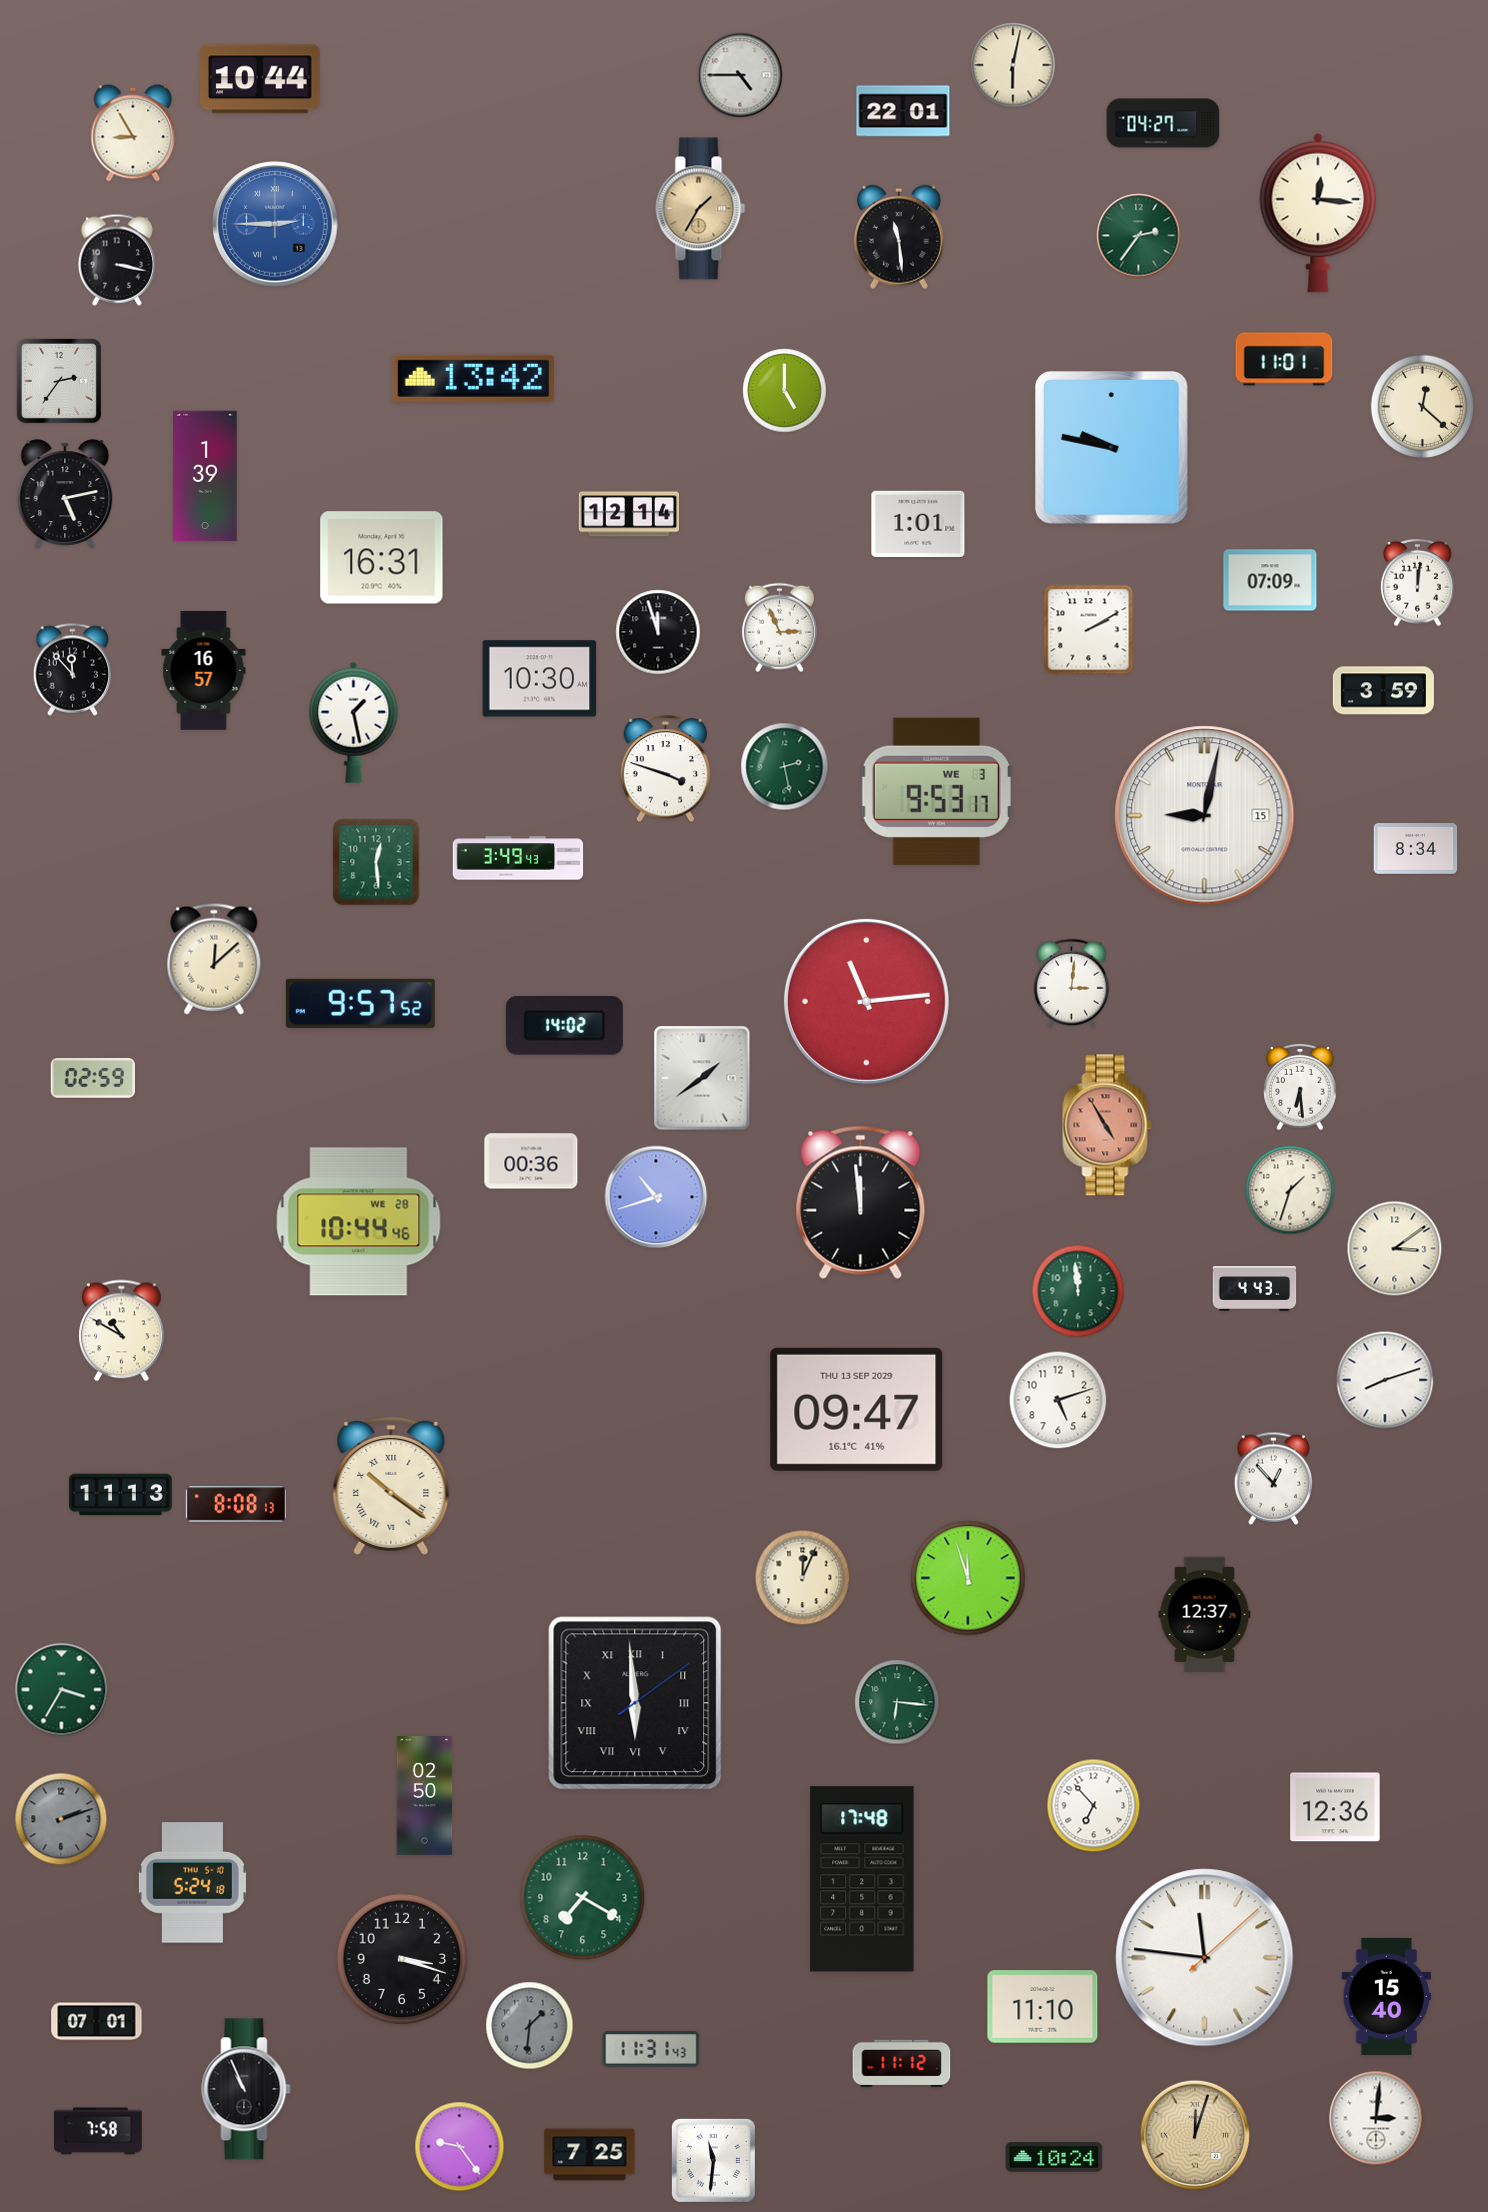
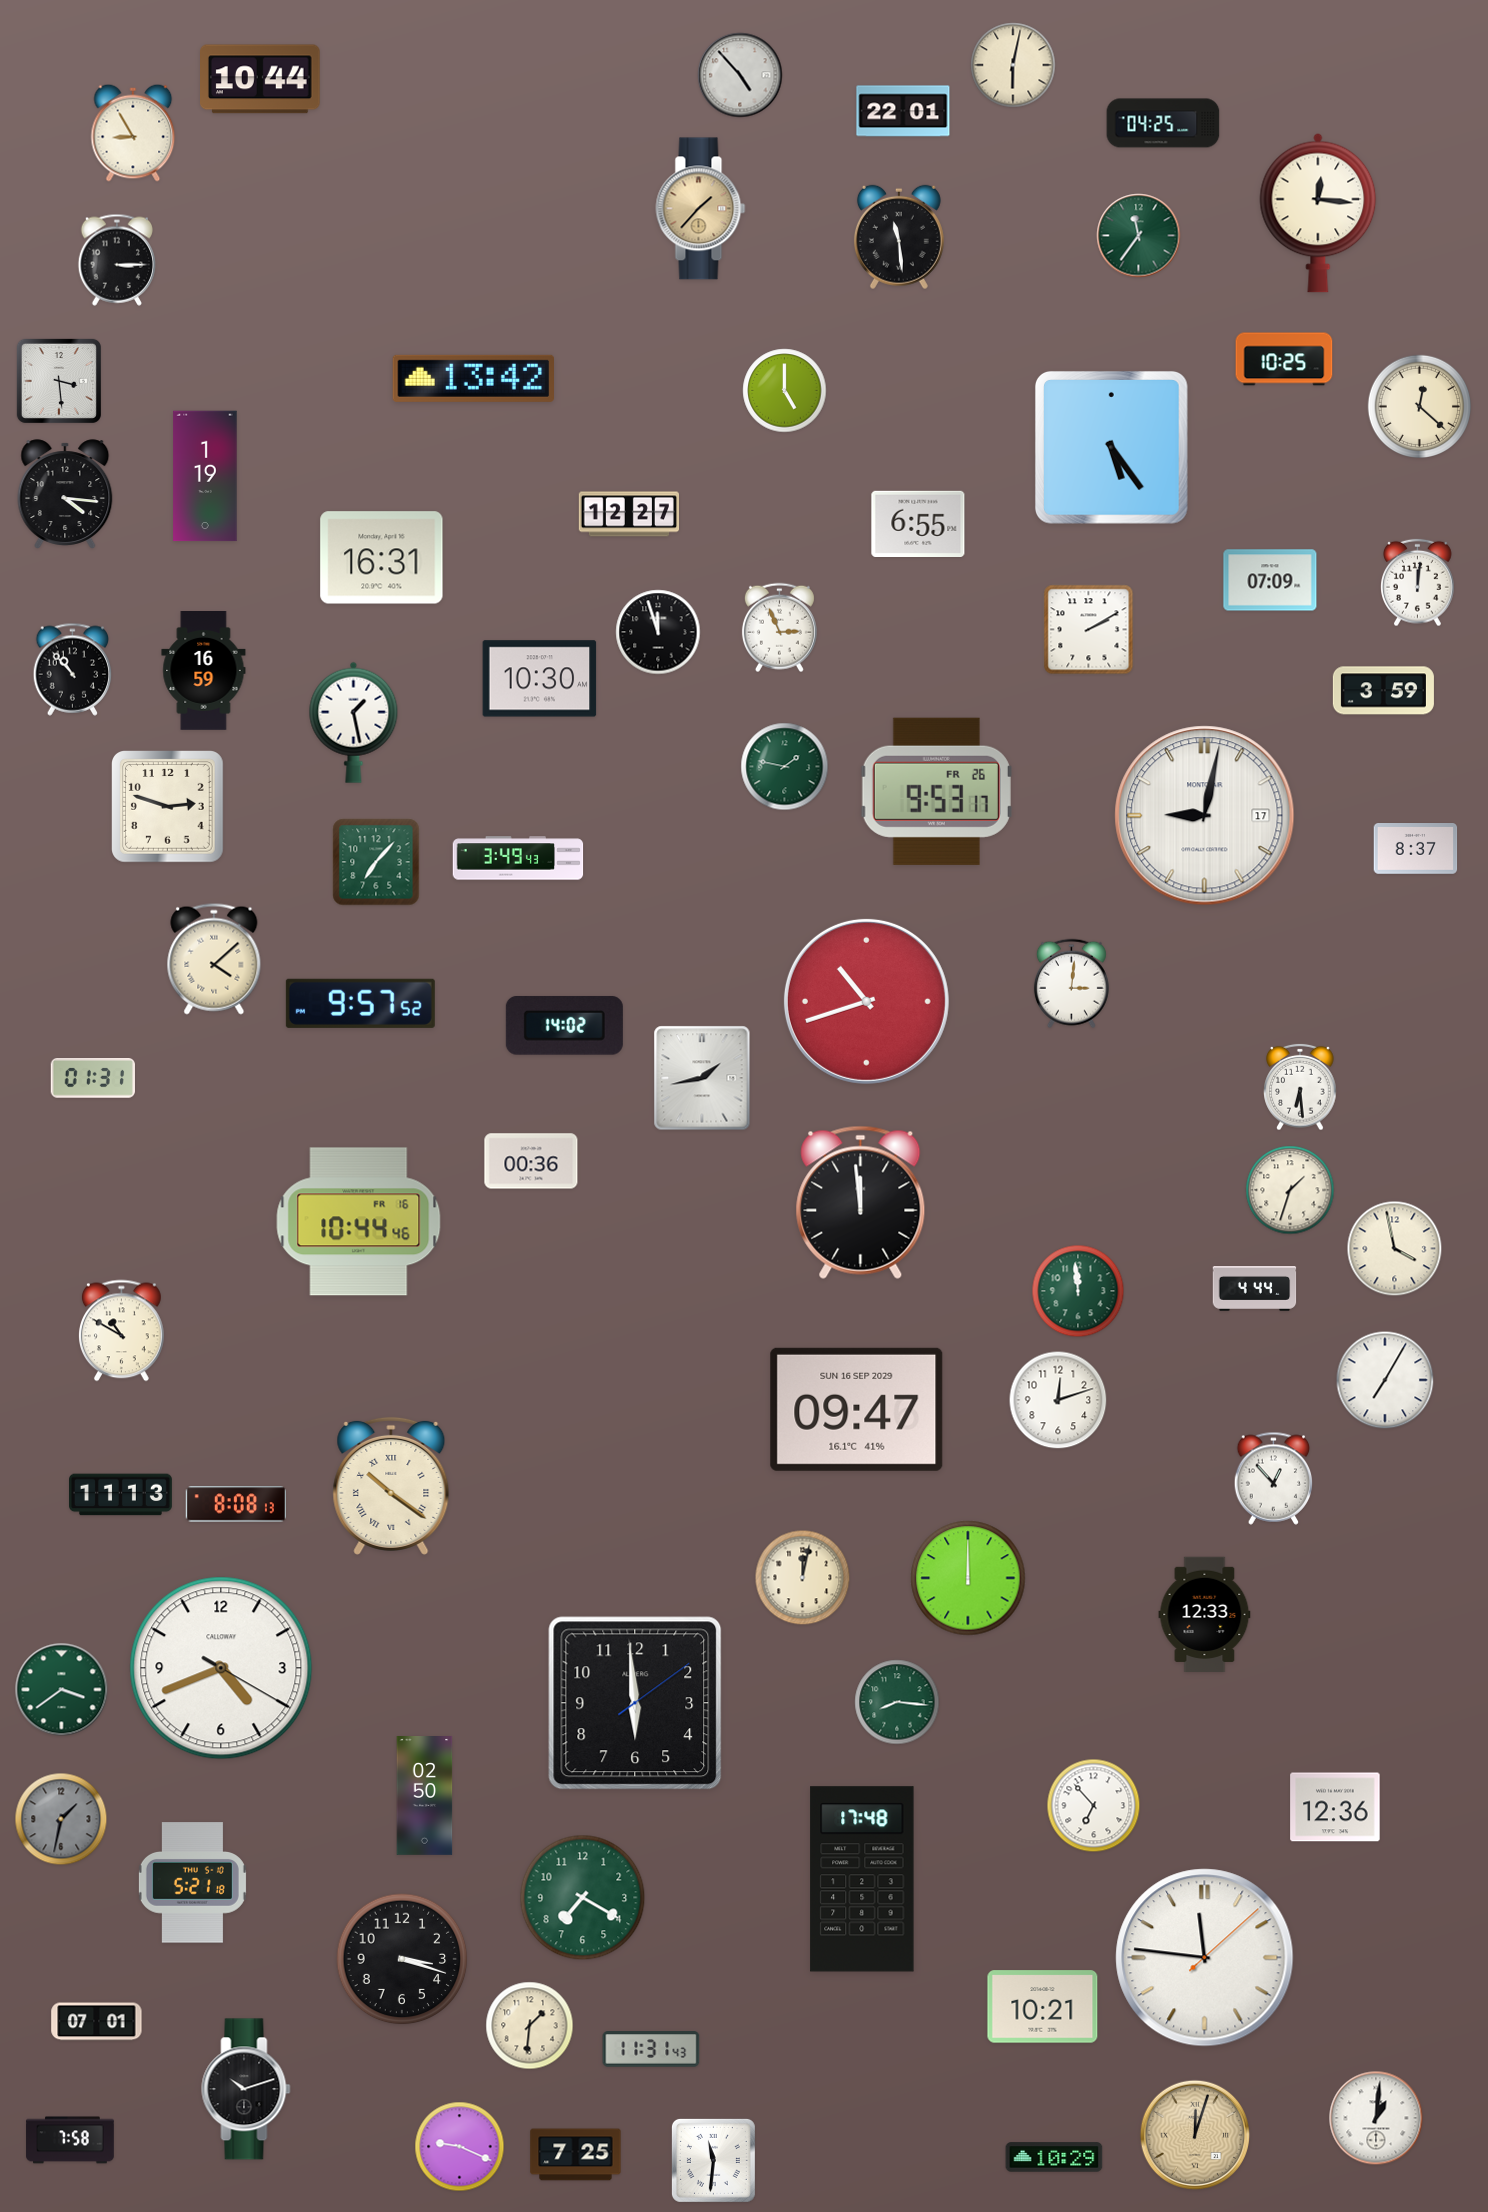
clock at (740, 75): 4:45 -> 4:53
clock at (1163, 123): 04:27 -> 04:25
clock at (701, 209): 1:35 -> 1:37
clock at (275, 224): 2:45 -> none
clock at (1139, 236): 2:36 -> 11:36
clock at (116, 260): 3:17 -> 3:15
clock at (1284, 359): 11:01 -> 10:25
clock at (59, 381): 2:36 -> 3:29
clock at (1422, 406) position: (1422, 406) -> (1419, 406)
clock at (1111, 447): 9:47 -> 5:24
clock at (205, 476): 1:39 -> 1:19
clock at (65, 494): 5:13 -> 4:16
clock at (628, 514): 12:14 -> 12:27
clock at (918, 523): 1:01 -> 6:55
clock at (73, 669): 11:53 -> 10:53
clock at (204, 671): 16:57 -> 16:59
clock at (785, 767): 2:28 -> 1:47
clock at (666, 769): 3:48 -> none
clock at (936, 791) date: WE 3 -> FR 26
clock at (168, 807): none -> 2:48
clock at (1205, 816) date: 15 -> 17
clock at (1416, 849): 8:34 -> 8:37
clock at (376, 862): 12:29 -> 7:07
clock at (214, 959): 12:08 -> 4:08
clock at (866, 1001): 11:14 -> 10:42
clock at (702, 1078): 1:39 -> 1:43
clock at (93, 1079): 02:59 -> 01:31
clock at (1107, 1125): 4:55 -> none
clock at (656, 1197): 10:42 -> none
clock at (359, 1222) date: WE 28 -> FR 16
clock at (1395, 1249): 3:09 -> 3:58
clock at (1255, 1289): 4:43 -> 4:44
clock at (1385, 1380): 8:12 -> 7:05
clock at (1058, 1400): 5:12 -> 12:12
clock at (857, 1409) date: THU 13 SEP 2029 -> SUN 16 SEP 2029
clock at (803, 1578): 12:04 -> 12:02
clock at (968, 1578): 11:57 -> 12:00
clock at (1205, 1615): 12:37 -> 12:33
clock at (221, 1668): none -> 4:41
clock at (62, 1690): 3:35 -> 3:39
clock at (897, 1702): 6:16 -> 8:16
clock at (635, 1703) numerals: Roman -> Arabic
clock at (61, 1819): 2:12 -> 1:32
clock at (192, 1883): 5:24 -> 5:21
clock at (1386, 1996): 15:40 -> none
clock at (1043, 2007): 11:10 -> 10:21
clock at (530, 2026) dial: grey -> cream
clock at (902, 2064): 11:12 -> none
clock at (246, 2089): 10:56 -> 10:12
clock at (1376, 2118): 3:01 -> 1:01
clock at (98, 2131) position: (98, 2131) -> (70, 2140)
clock at (460, 2147): 9:24 -> 9:19
clock at (590, 2155) position: (590, 2155) -> (576, 2155)
clock at (1054, 2157): 10:24 -> 10:29
